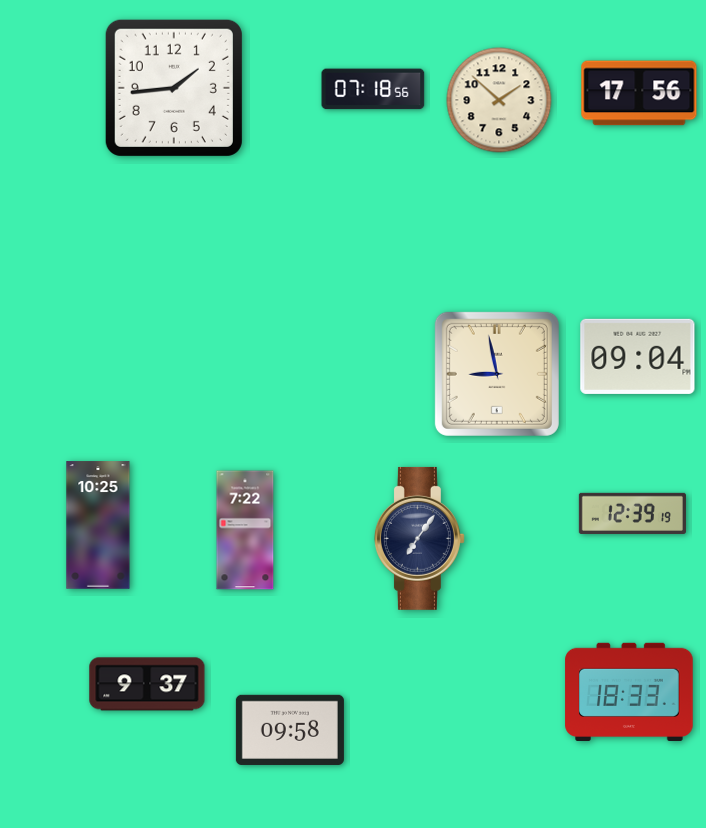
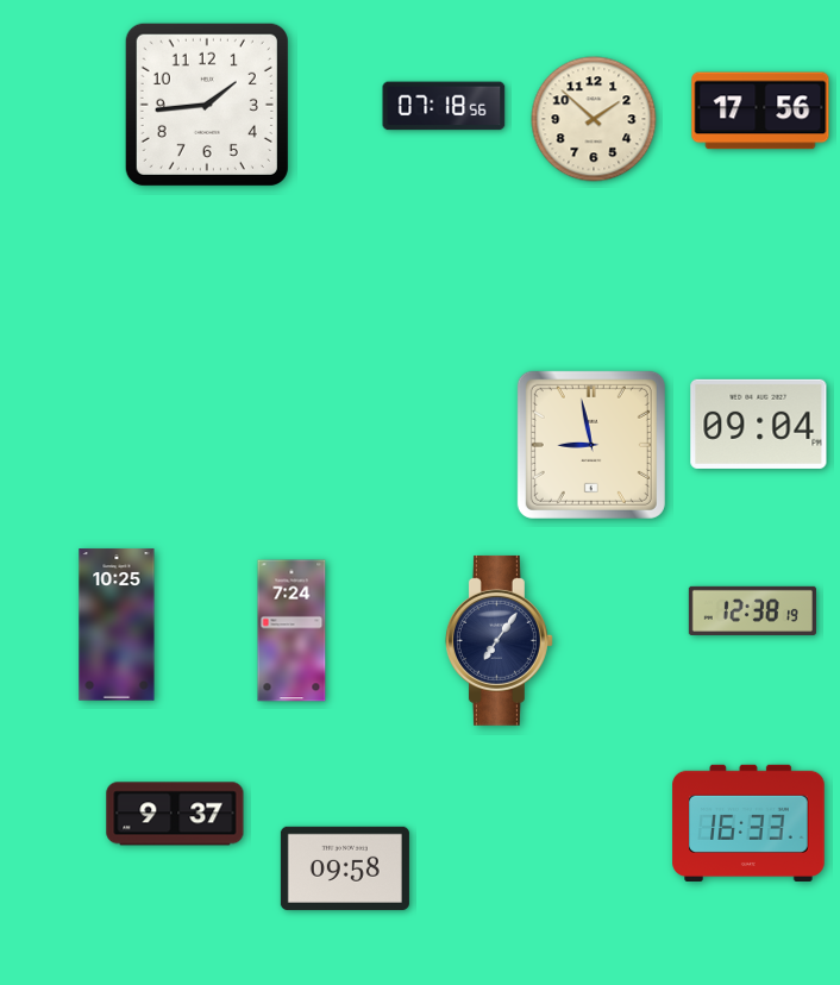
clock at (632, 513): 12:39 -> 12:38
clock at (245, 530): 7:22 -> 7:24
clock at (629, 691): 18:33 -> 16:33
